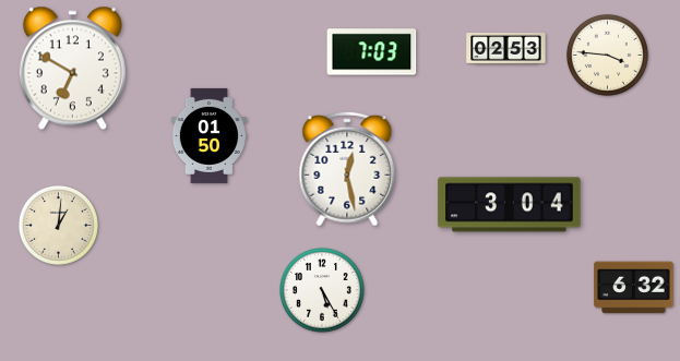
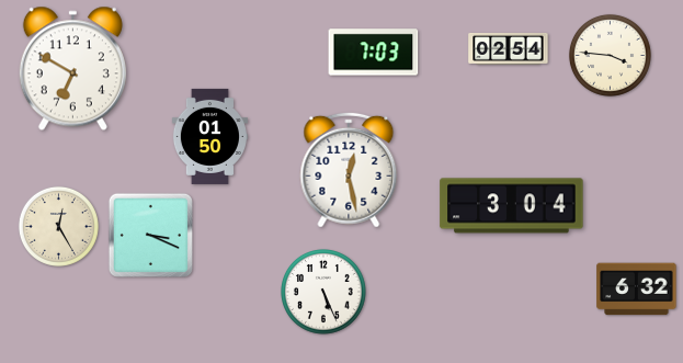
clock at (506, 48): 02:53 -> 02:54
clock at (58, 225): 1:01 -> 12:25
clock at (150, 235): none -> 3:19
clock at (323, 291): 5:25 -> 5:26
